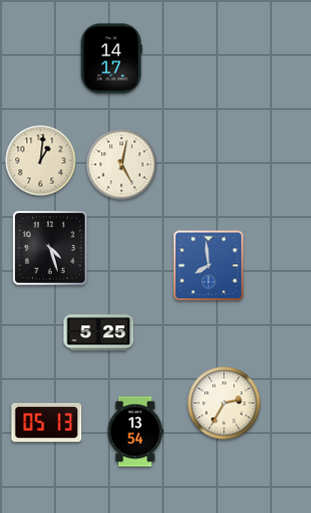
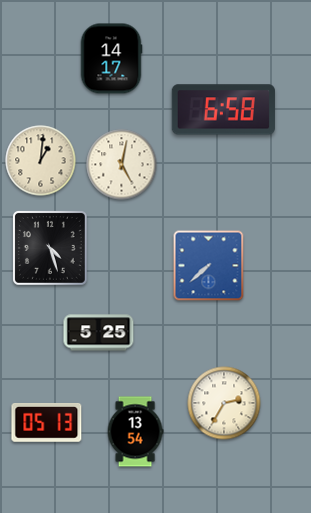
clock at (223, 110): none -> 6:58
clock at (209, 266): 7:59 -> 7:38
